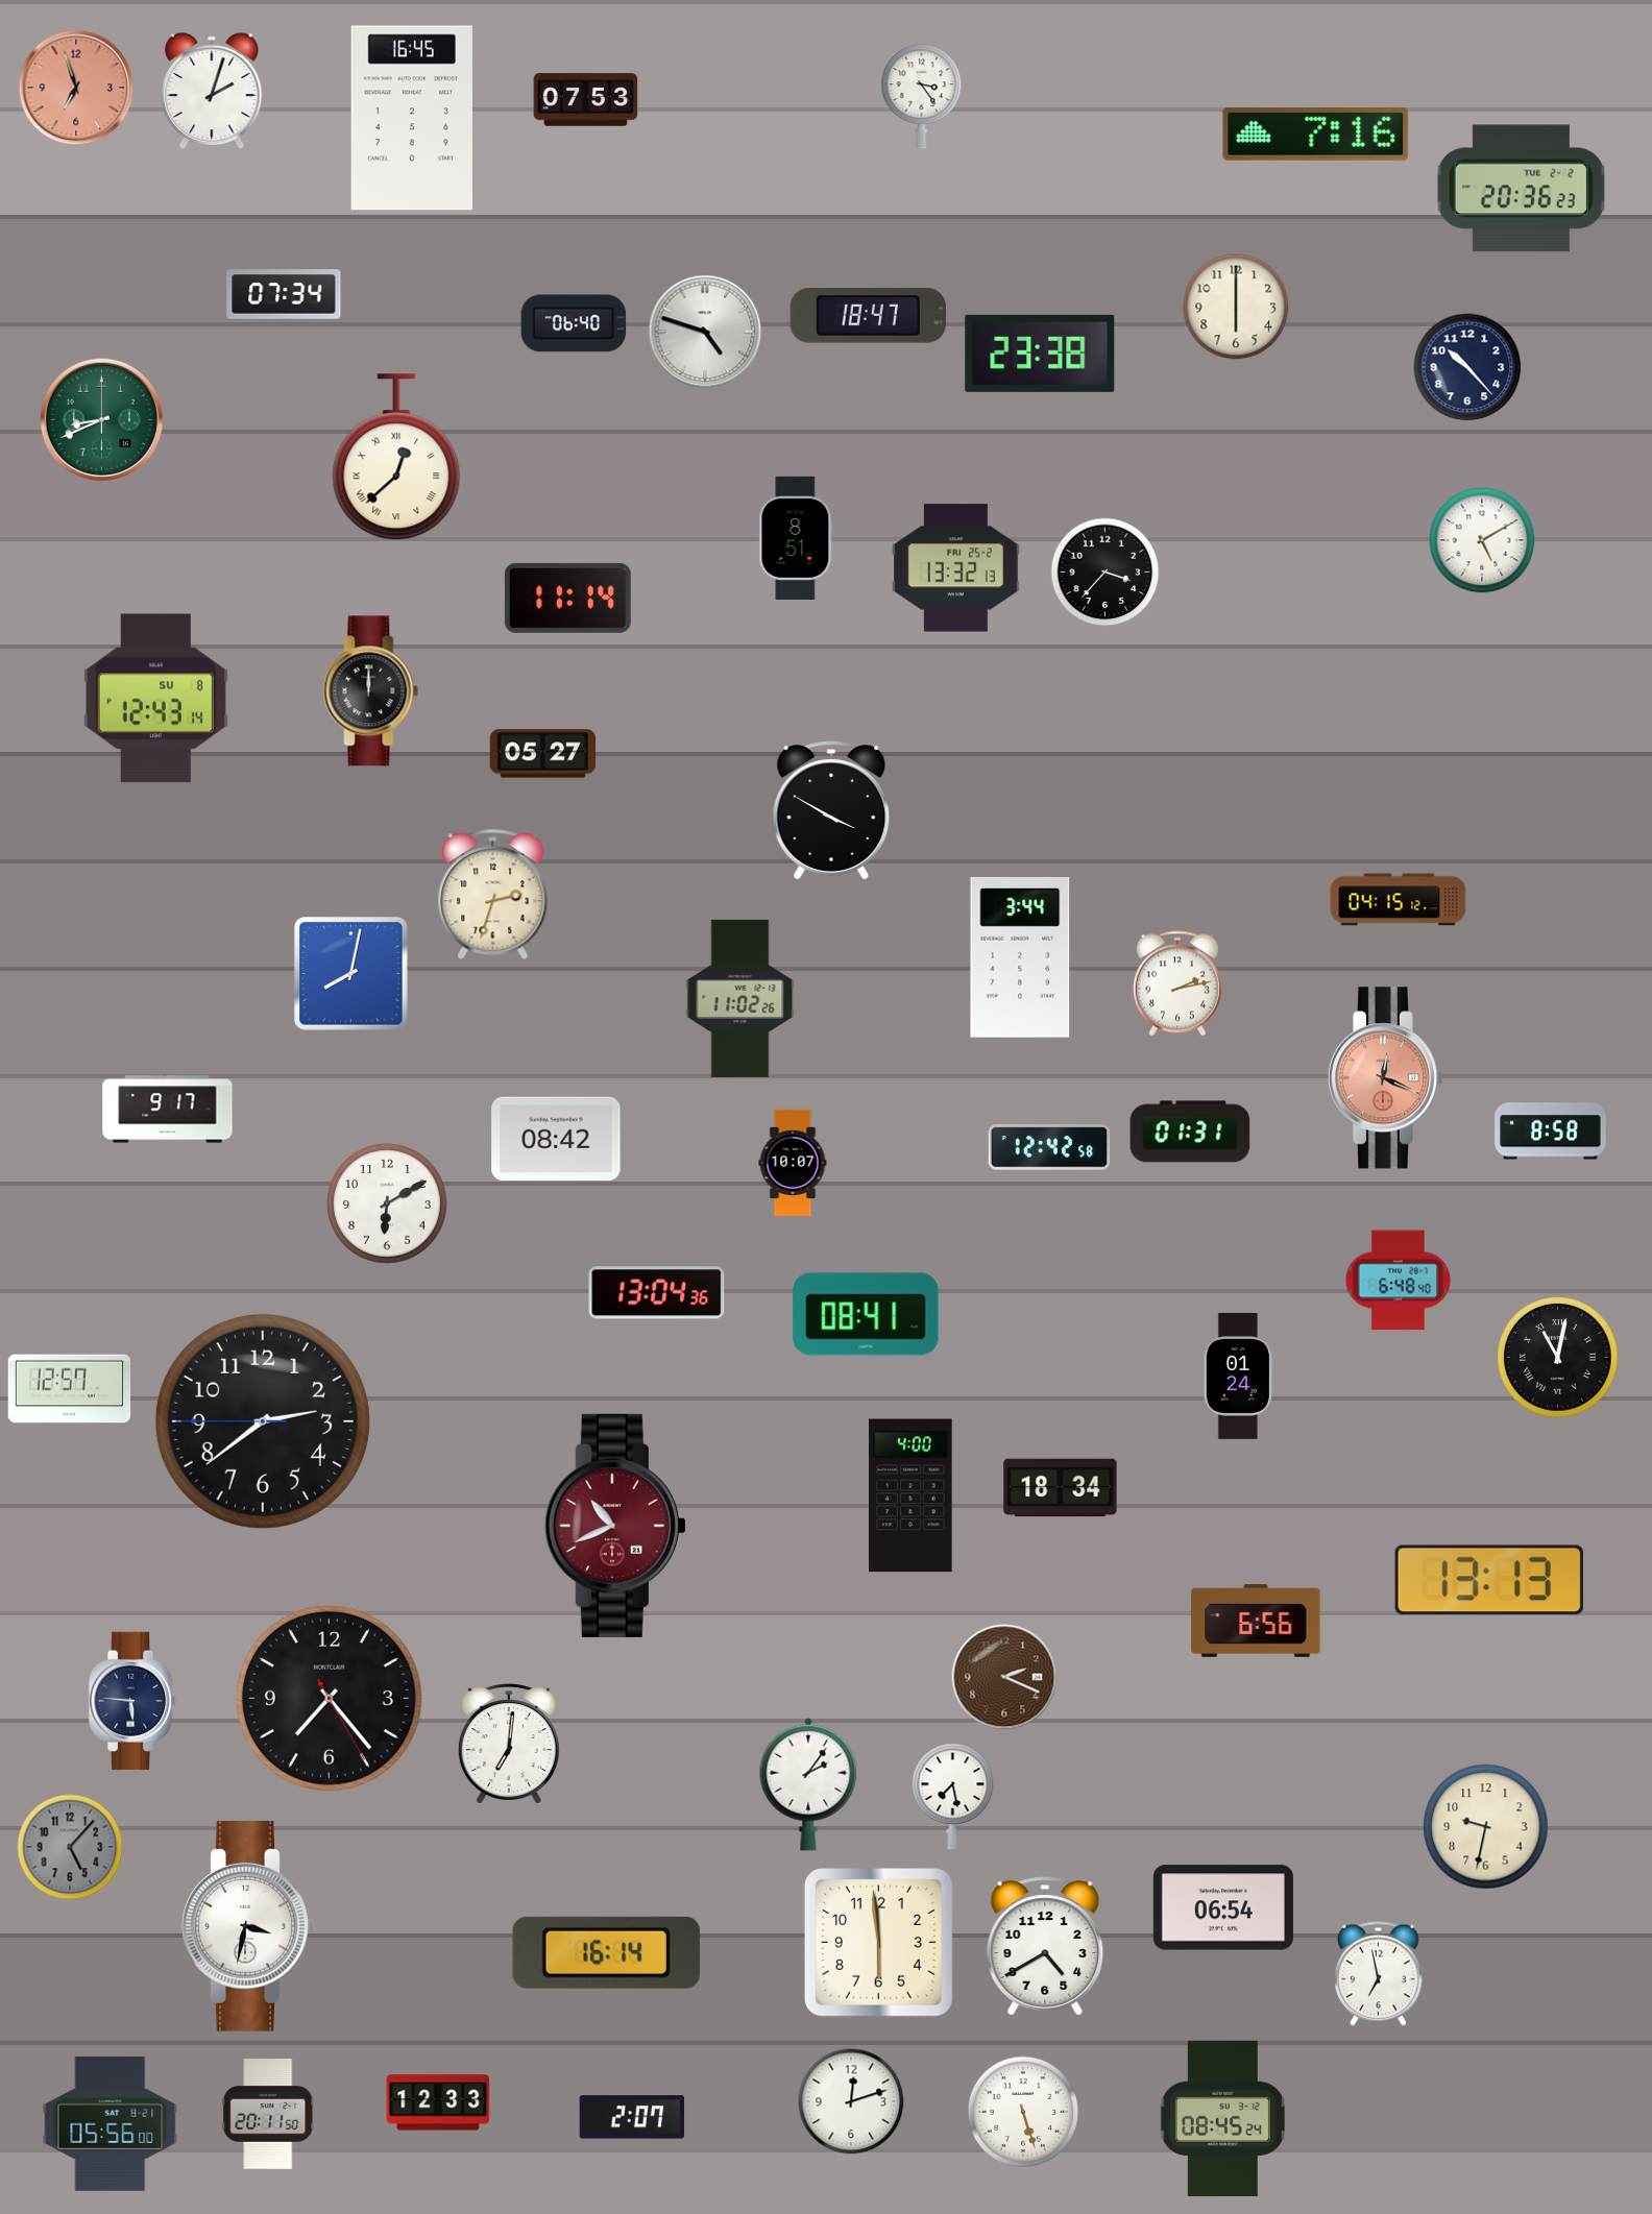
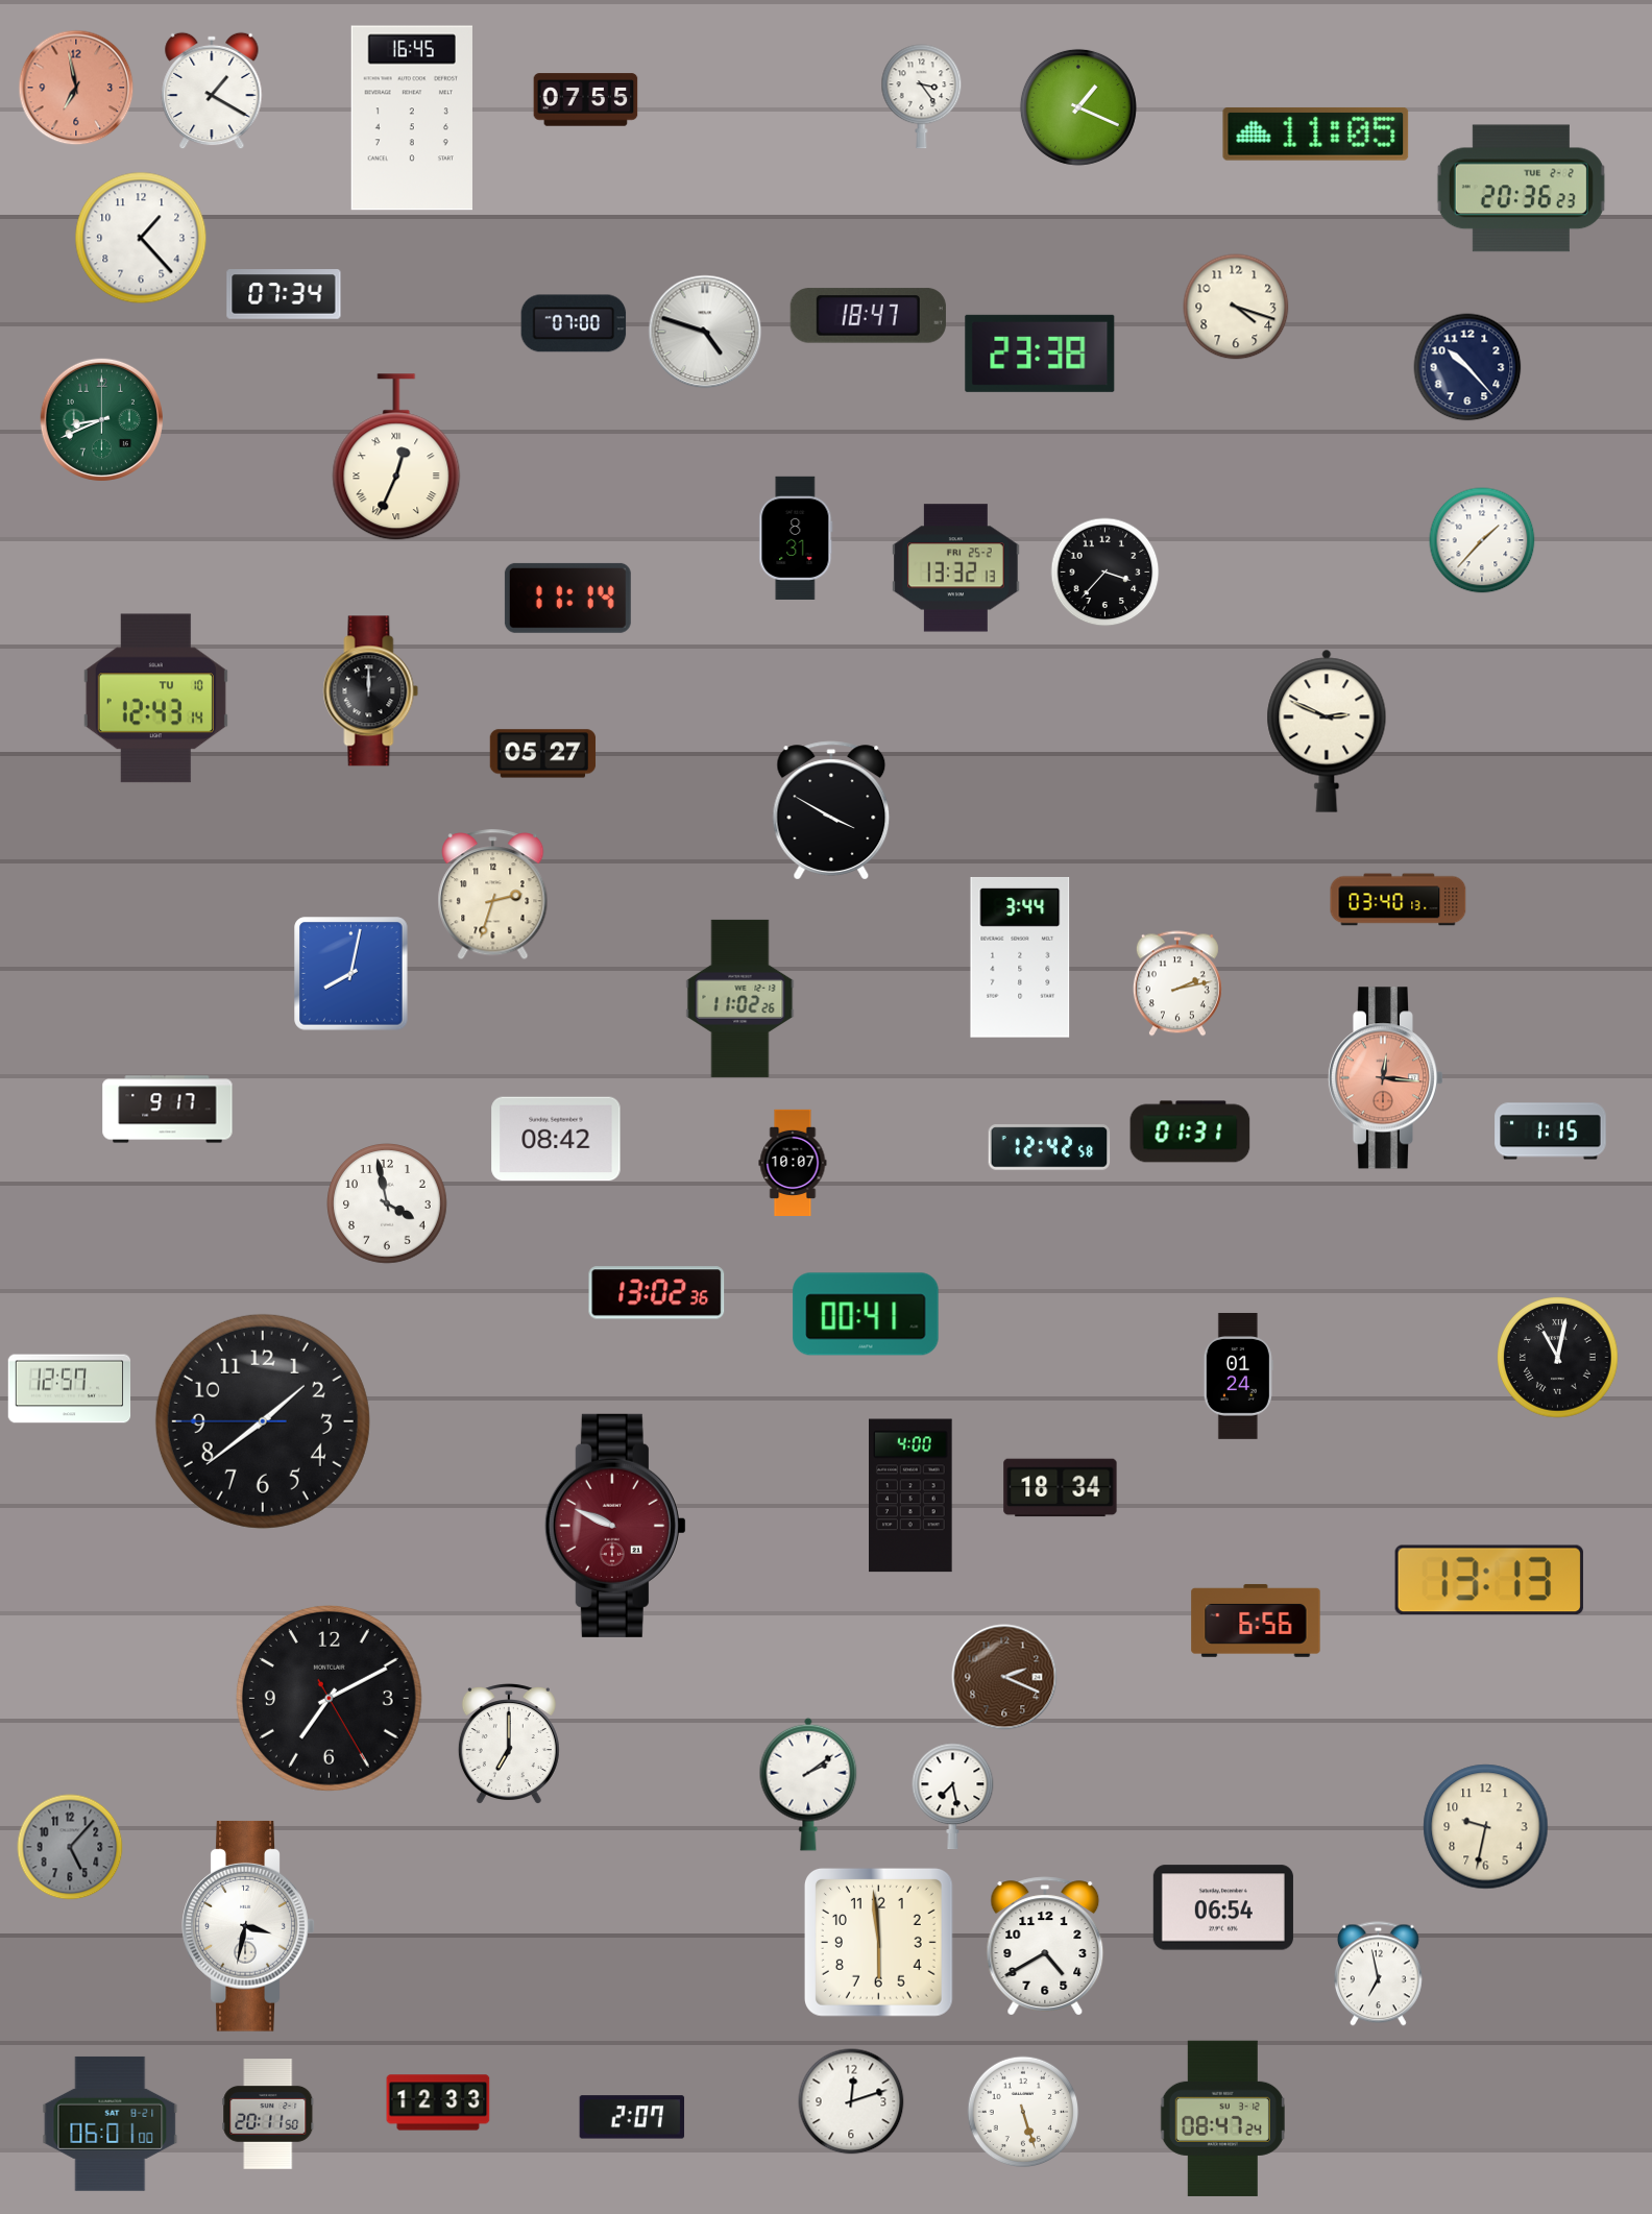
clock at (76, 88): 6:57 -> 6:58
clock at (212, 91): 2:03 -> 1:20
clock at (586, 100): 07:53 -> 07:55
clock at (1078, 107): none -> 1:19
clock at (1316, 133): 7:16 -> 11:05
clock at (141, 238): none -> 1:23
clock at (1236, 307): 6:00 -> 4:18
clock at (574, 323): 06:40 -> 07:00
clock at (396, 458): 12:38 -> 12:34
clock at (796, 538): 8:51 -> 8:31
clock at (1482, 540): 5:10 -> 1:37
clock at (155, 699) date: SU 8 -> TU 10
clock at (1327, 731): none -> 2:49
clock at (1399, 900): 04:15 -> 03:40
clock at (1385, 1078): 12:19 -> 12:16
clock at (1551, 1132): 8:58 -> 1:15
clock at (388, 1205): 6:10 -> 3:58
clock at (1399, 1281): 6:48 -> none
clock at (657, 1293): 13:04 -> 13:02
clock at (866, 1314): 08:41 -> 00:41
clock at (263, 1421): 2:38 -> 1:38
clock at (615, 1526): 10:41 -> 9:49
clock at (329, 1698): 7:23 -> 7:10
clock at (132, 1701): 5:46 -> none
clock at (509, 1744): 7:01 -> 7:00
clock at (808, 1784): 2:06 -> 2:09
clock at (606, 1952): 16:14 -> none
clock at (1222, 2118): 08:45 -> 08:47
clock at (111, 2123): 05:56 -> 06:01
